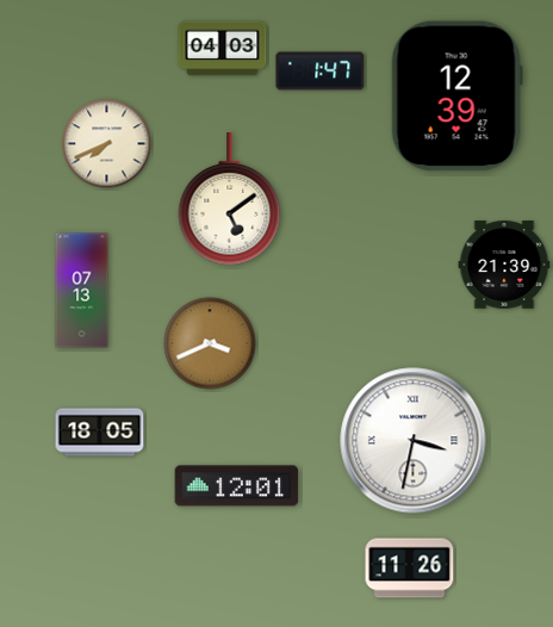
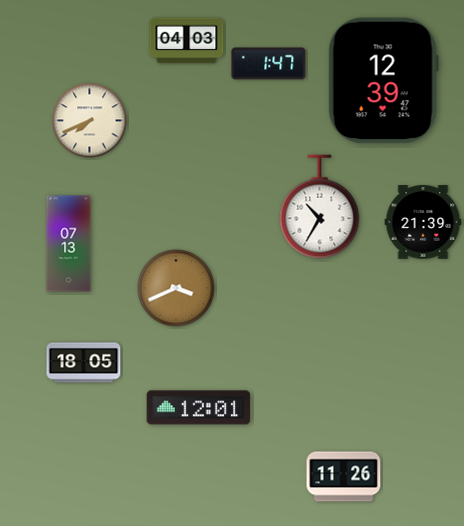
clock at (321, 72) position: (321, 72) -> (269, 64)
clock at (230, 200): 5:09 -> none
clock at (320, 207): none -> 10:35
clock at (414, 441): 3:32 -> none
